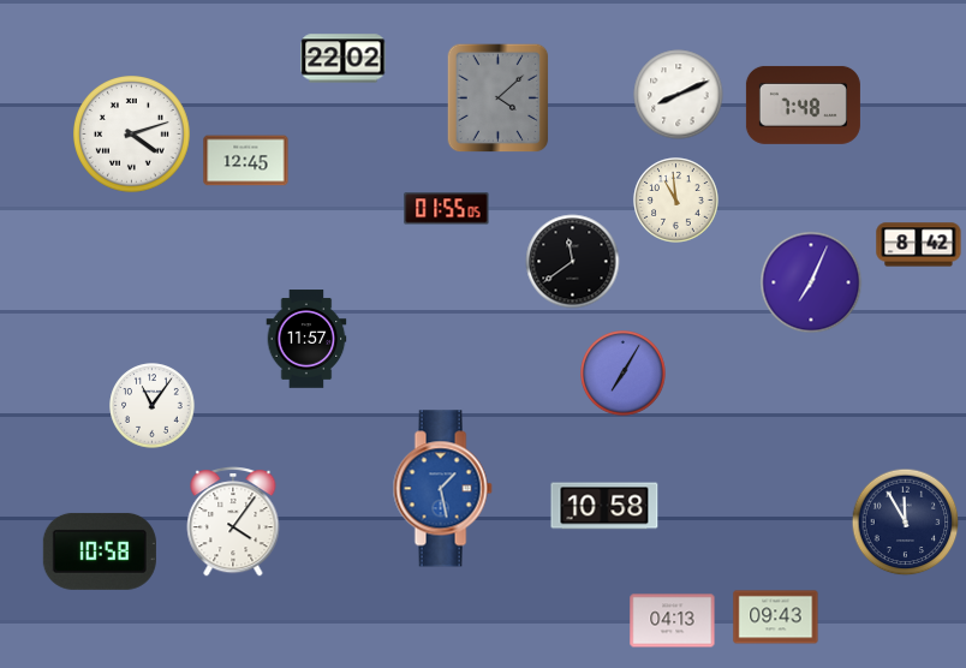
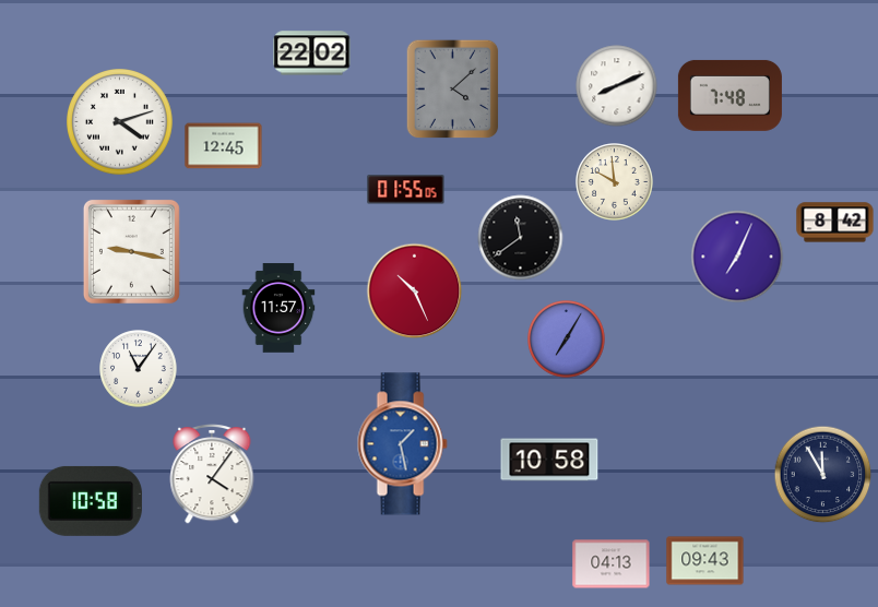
clock at (676, 201): 10:59 -> 9:59
clock at (131, 251): none -> 9:17
clock at (415, 291): none -> 10:26
